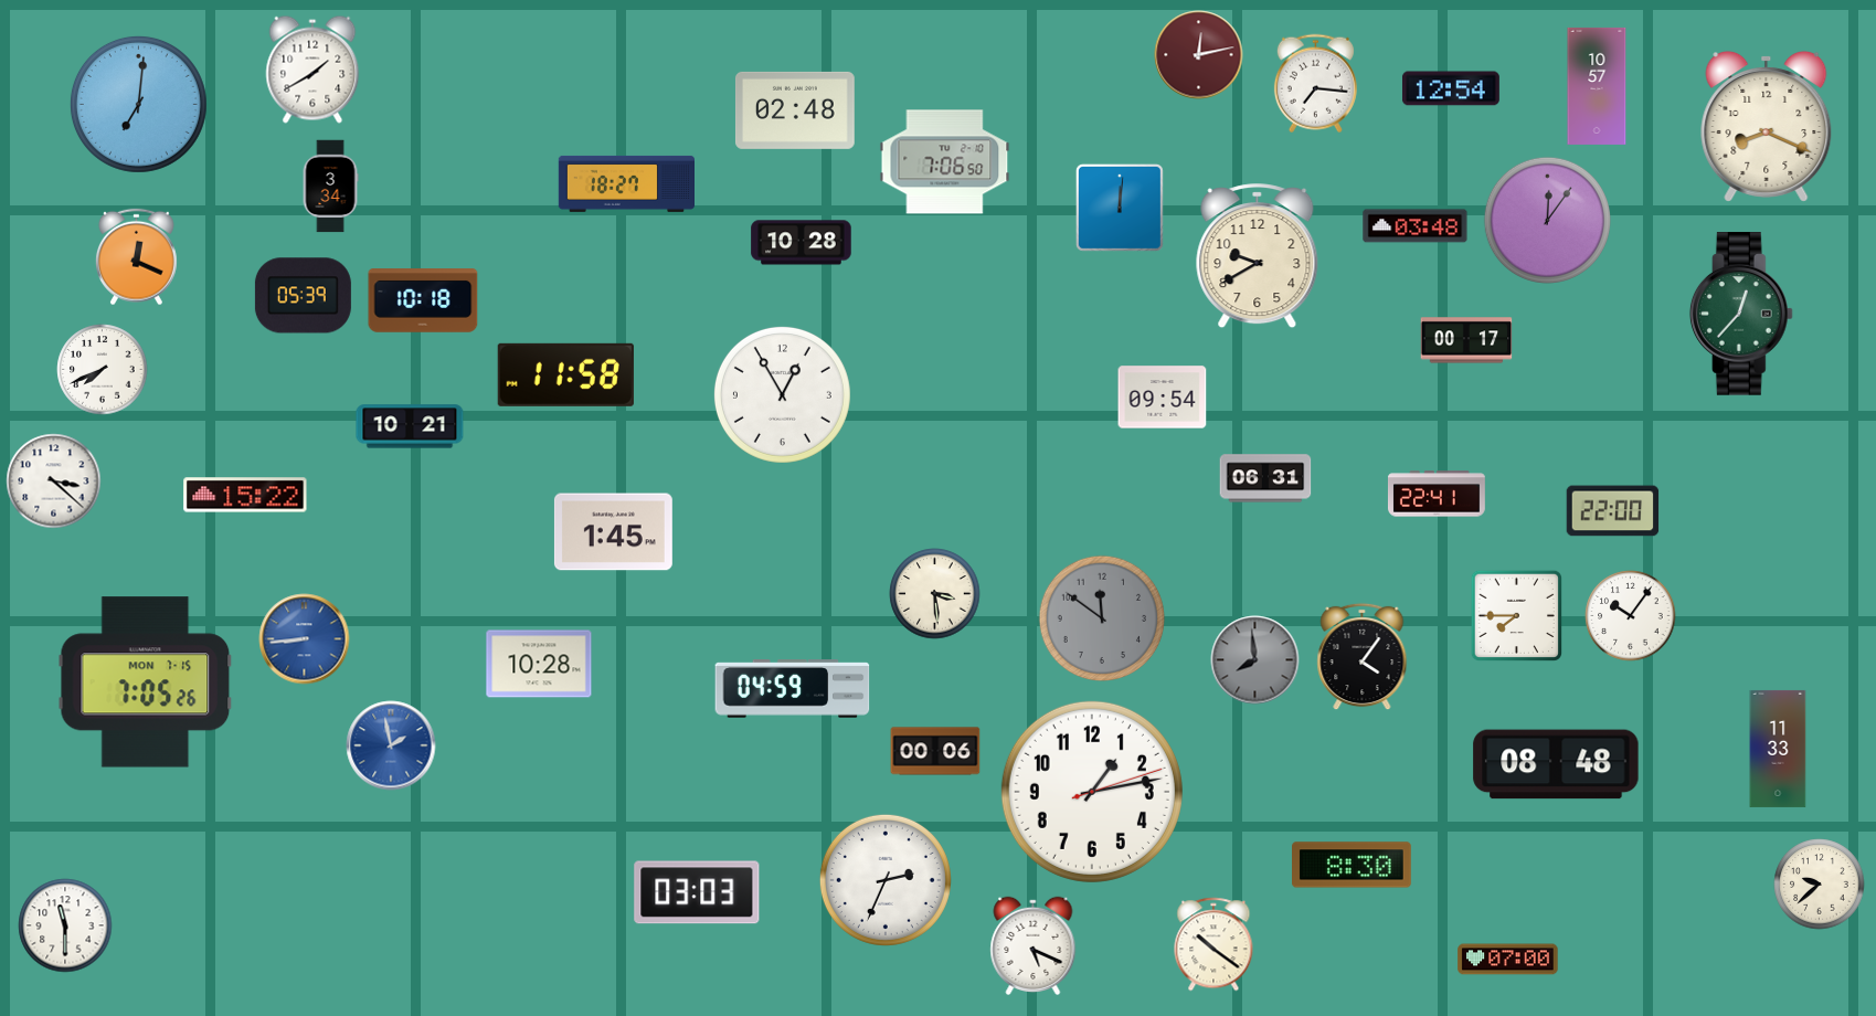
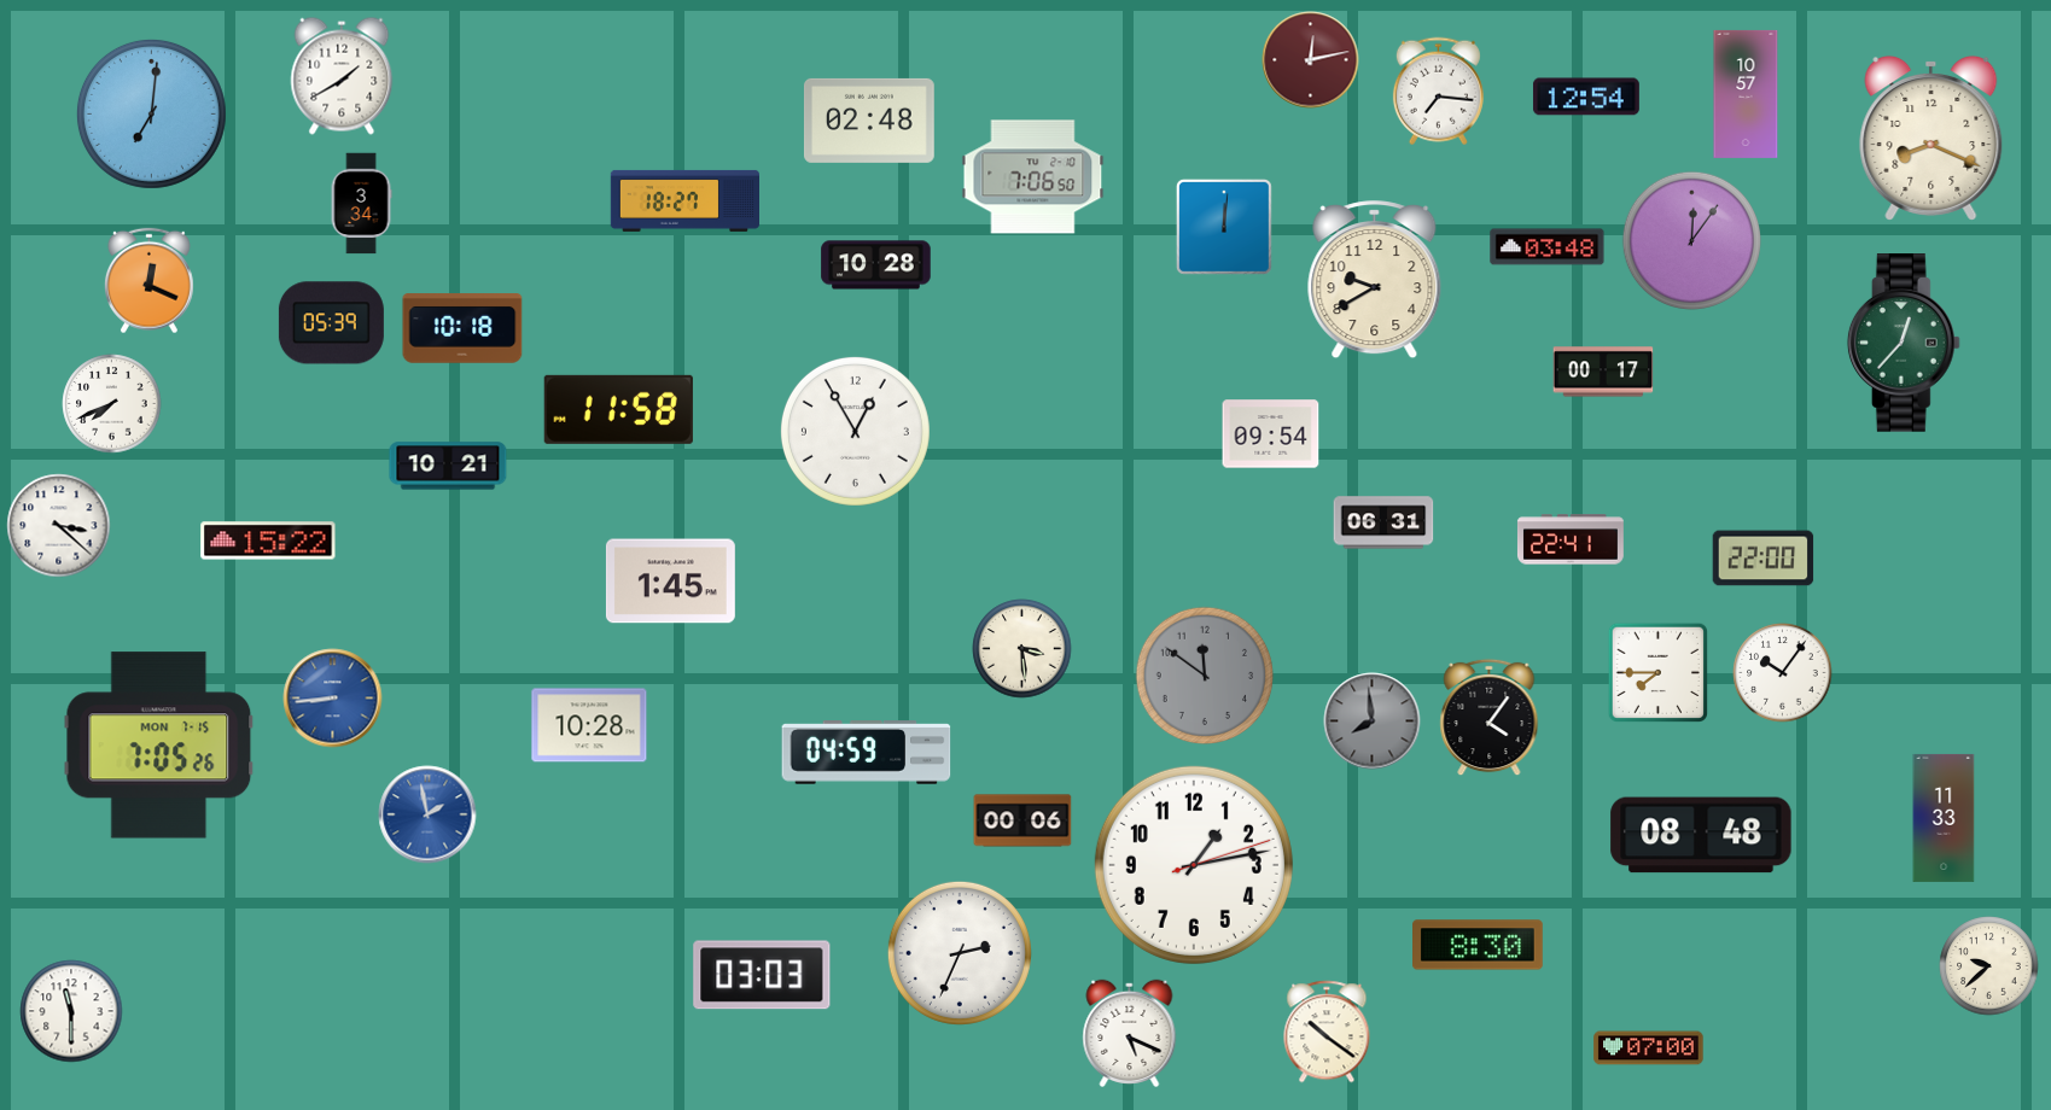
clock at (886, 880) position: (886, 880) -> (960, 953)
